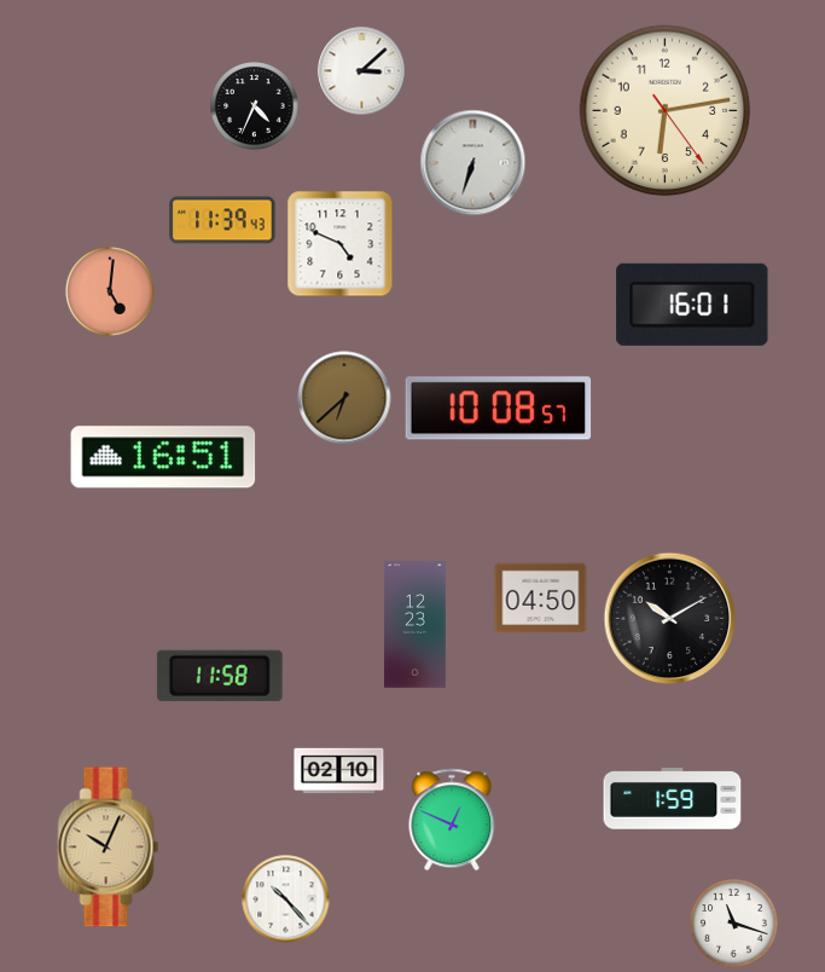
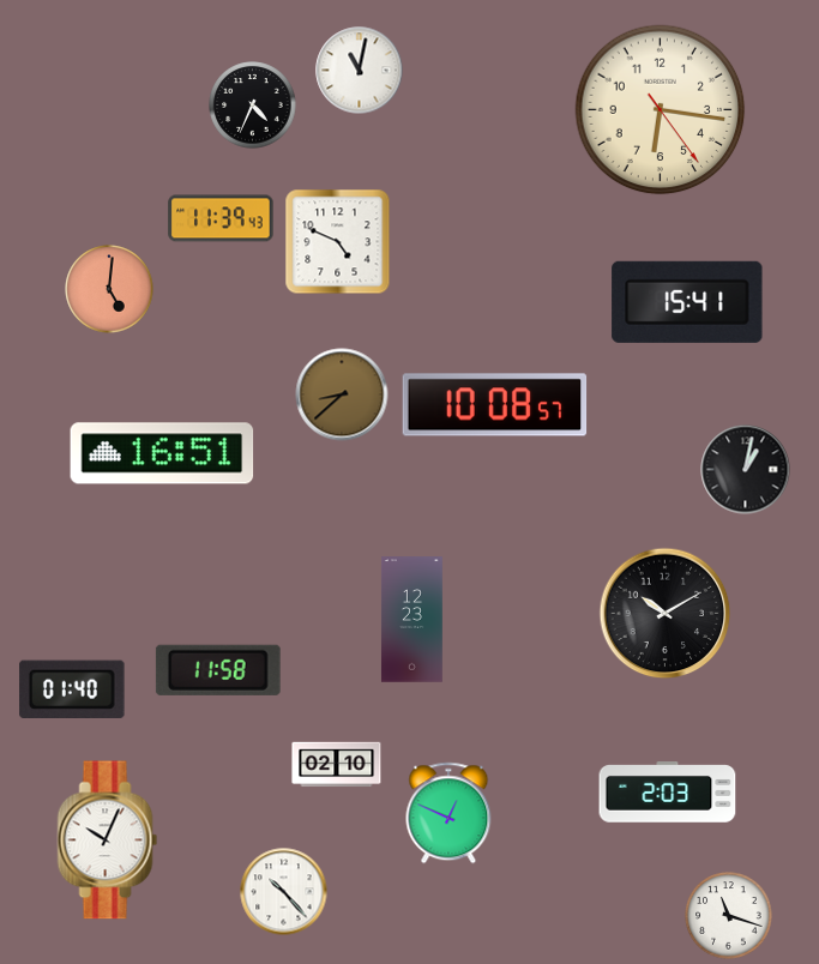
clock at (362, 71): 3:08 -> 11:02
clock at (666, 111): 6:13 -> 6:16
clock at (473, 163): 6:33 -> none
clock at (692, 305): 16:01 -> 15:41
clock at (344, 398): 6:38 -> 8:38
clock at (746, 470): none -> 1:02
clock at (541, 598): 04:50 -> none
clock at (72, 688): none -> 01:40
clock at (673, 799): 1:59 -> 2:03
clock at (109, 847) dial: champagne -> white
